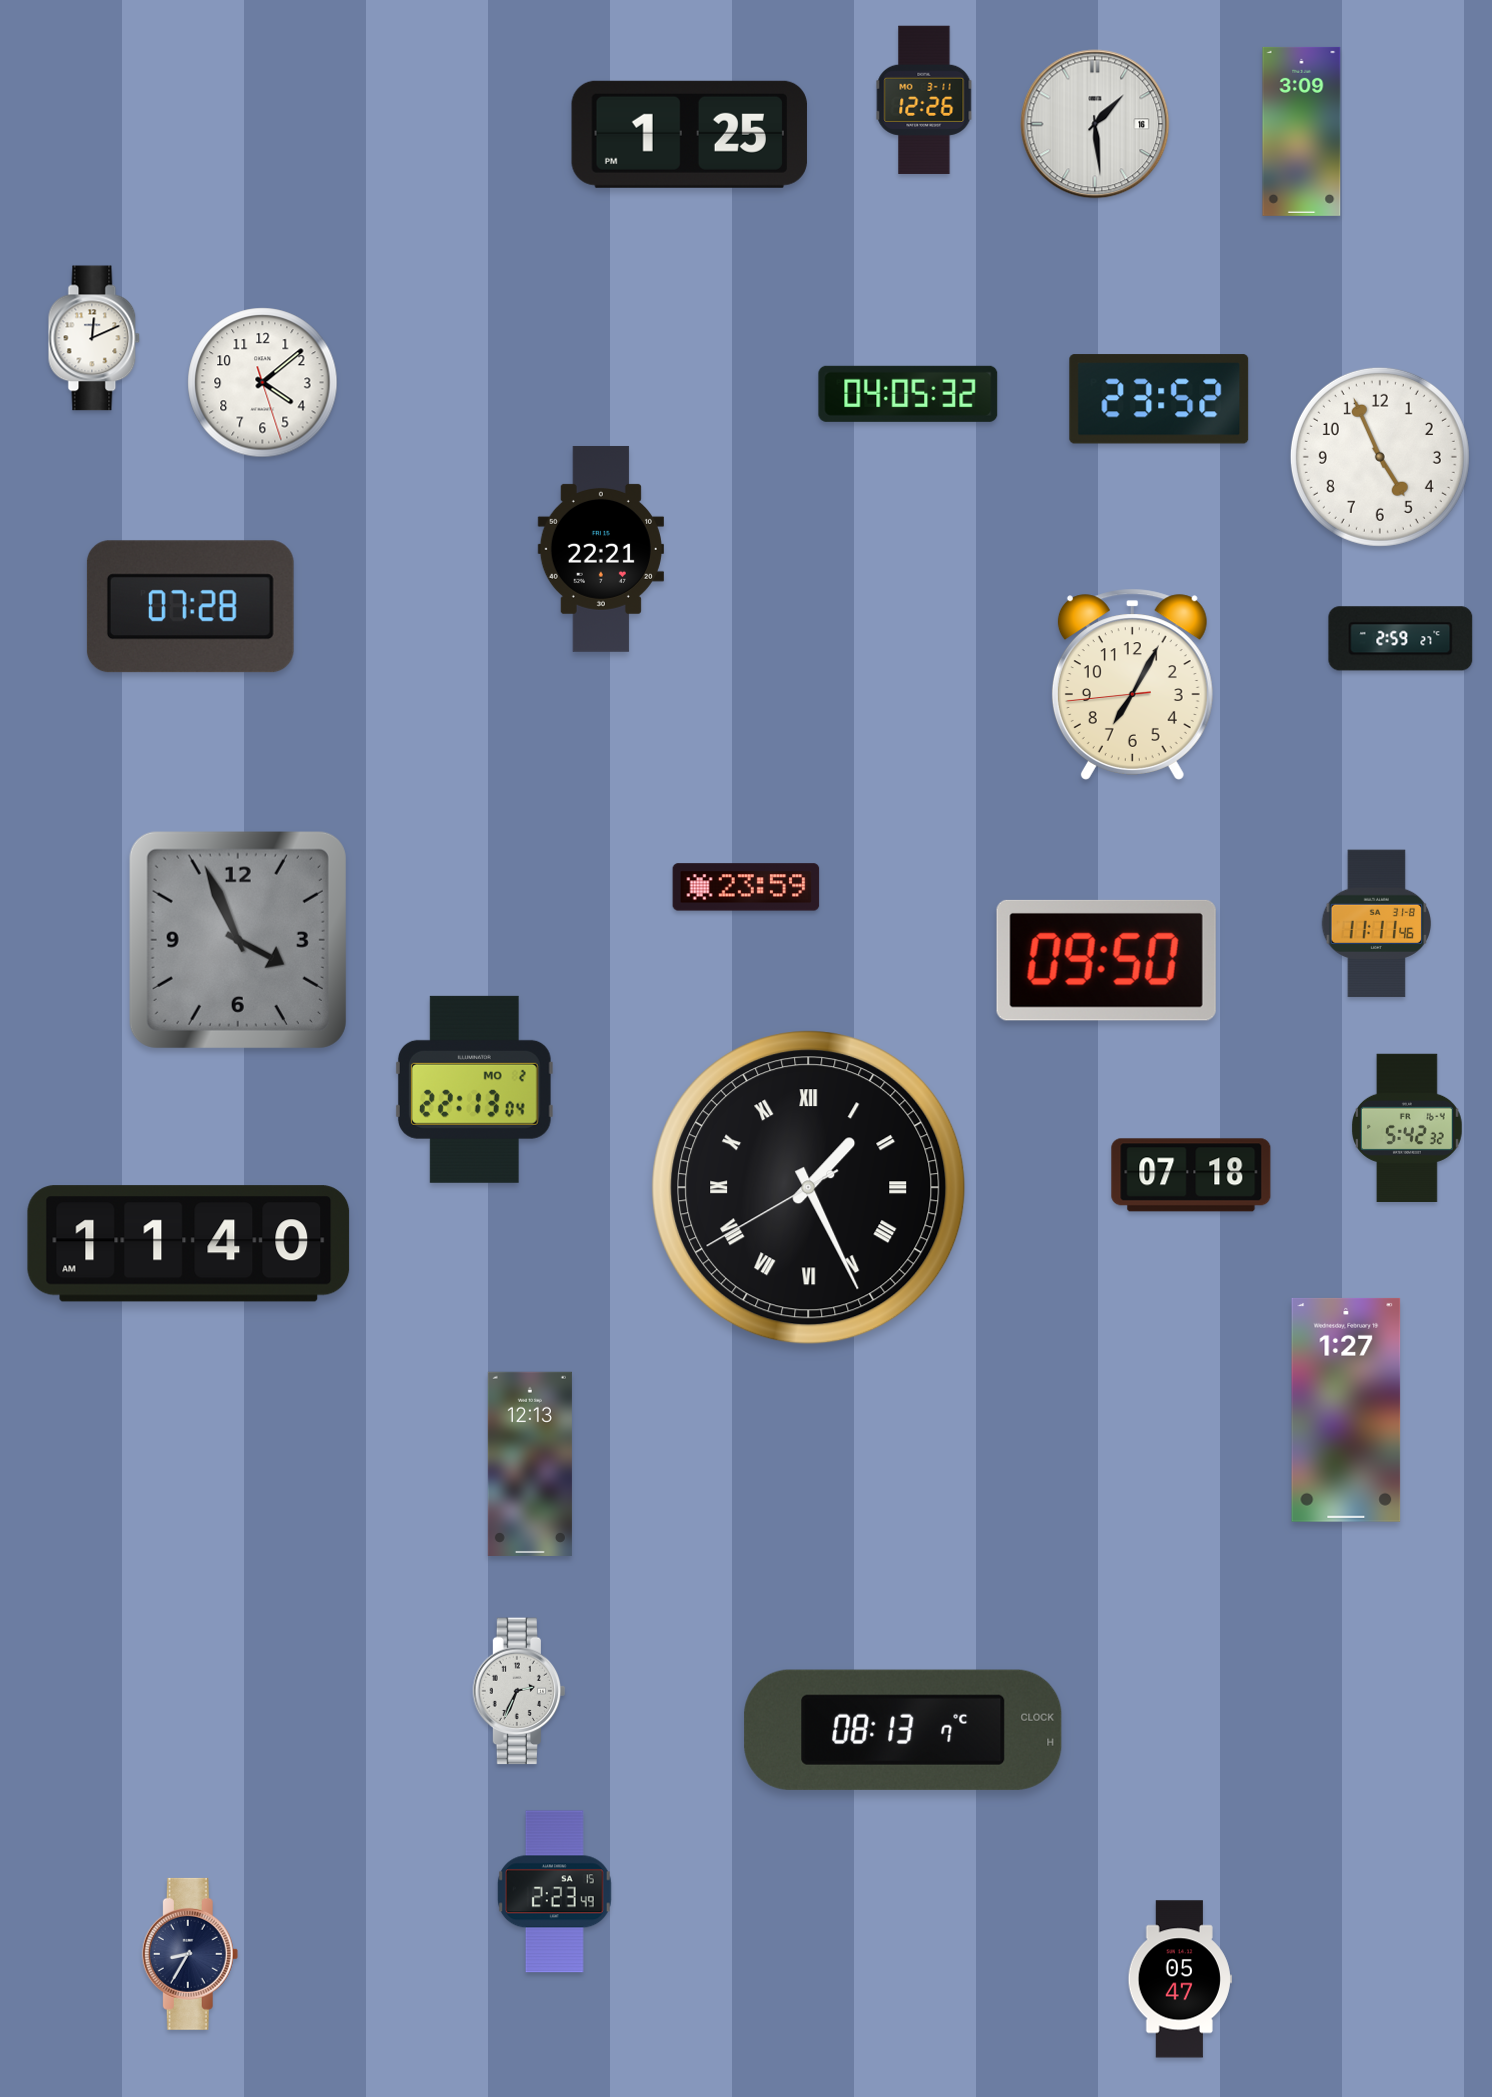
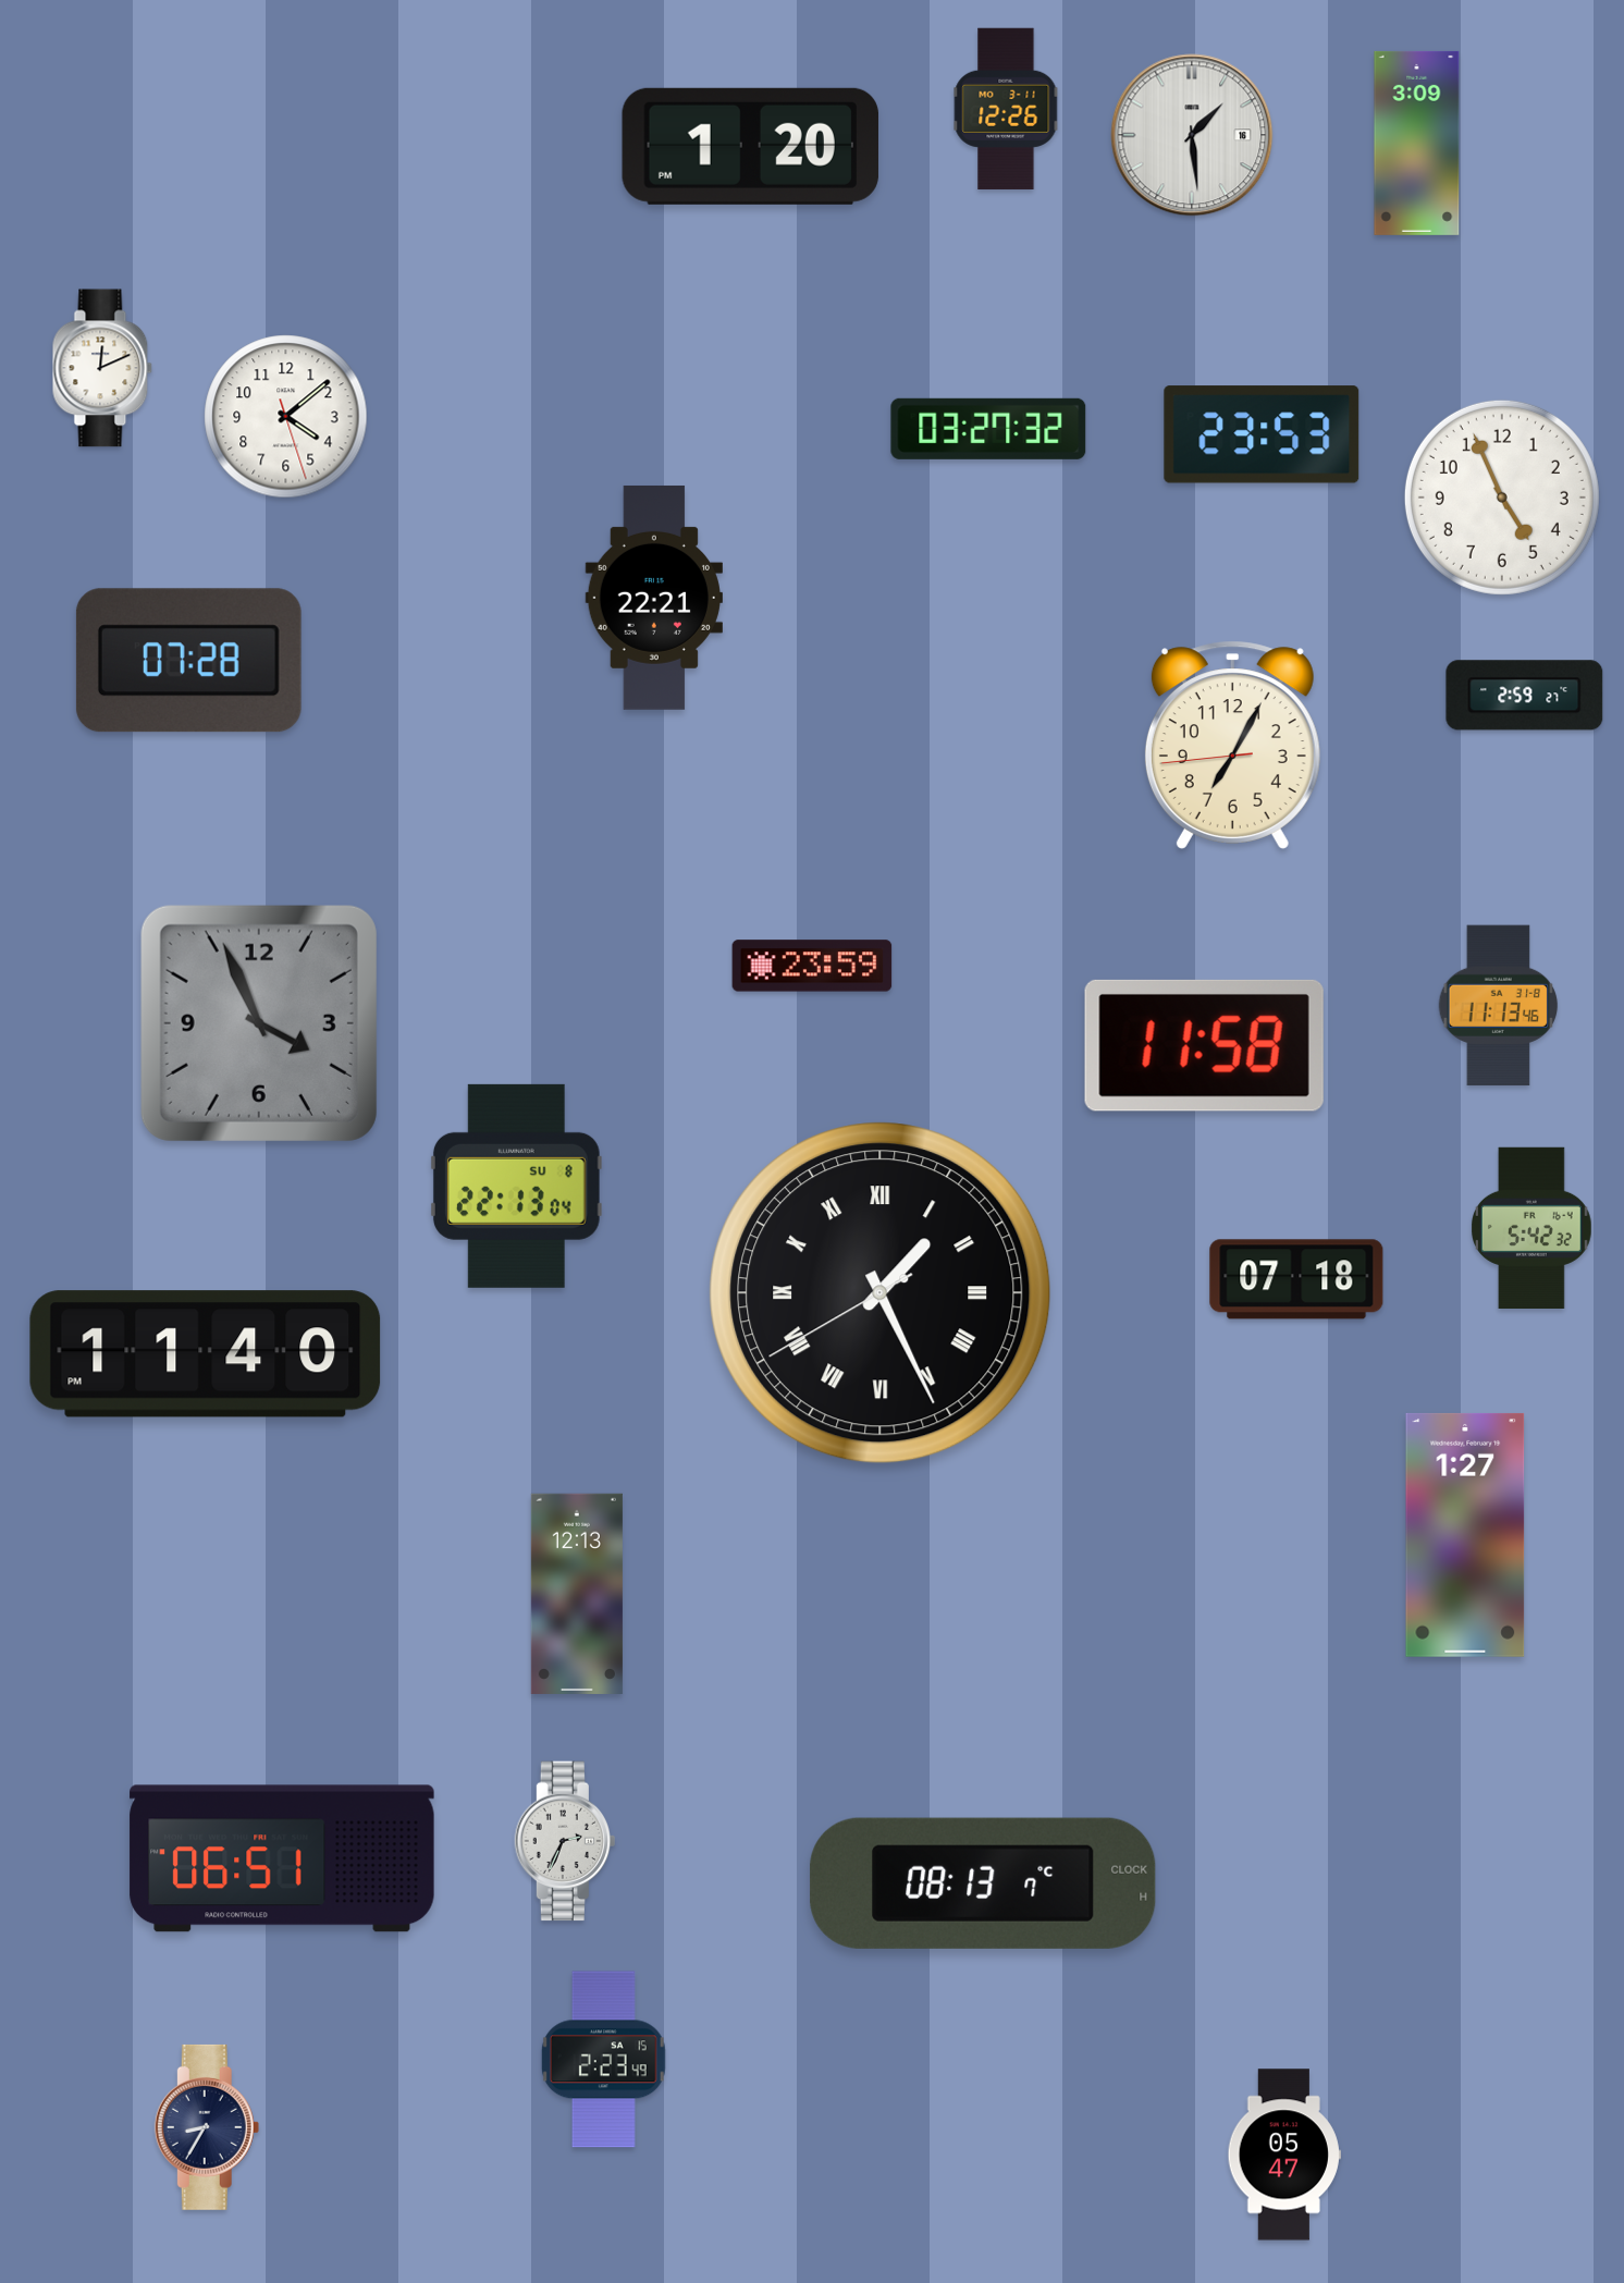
clock at (689, 134): 1:25 -> 1:20
clock at (908, 394): 04:05 -> 03:27
clock at (1159, 399): 23:52 -> 23:53
clock at (190, 607) position: (190, 607) -> (188, 661)
clock at (1377, 924): 11:11 -> 11:13
clock at (1106, 960): 09:50 -> 11:58
clock at (474, 1089) date: MO 2 -> SU 8
clock at (189, 1244): 11:40 AM -> 11:40 PM
clock at (282, 1858): none -> 06:51
